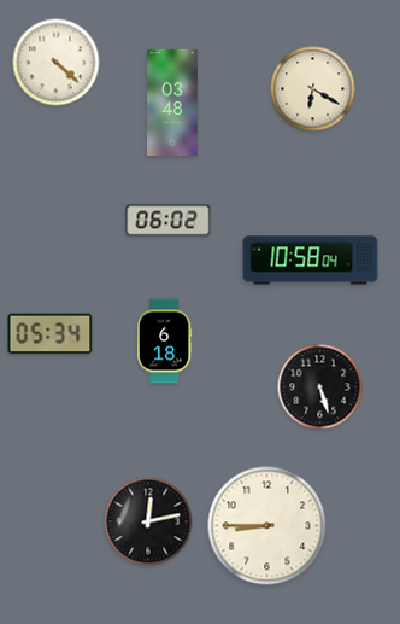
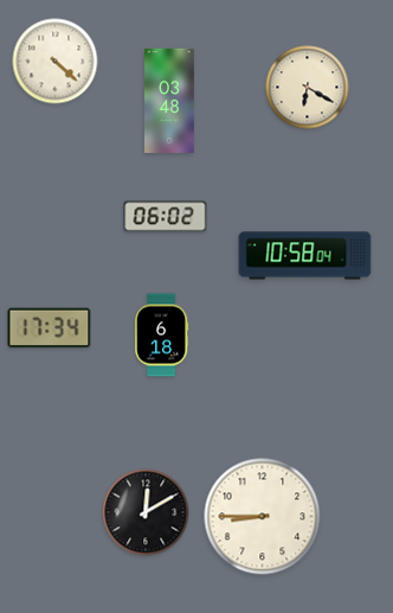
clock at (51, 334): 05:34 -> 17:34
clock at (320, 387): 5:27 -> none
clock at (148, 521): 12:13 -> 12:10
